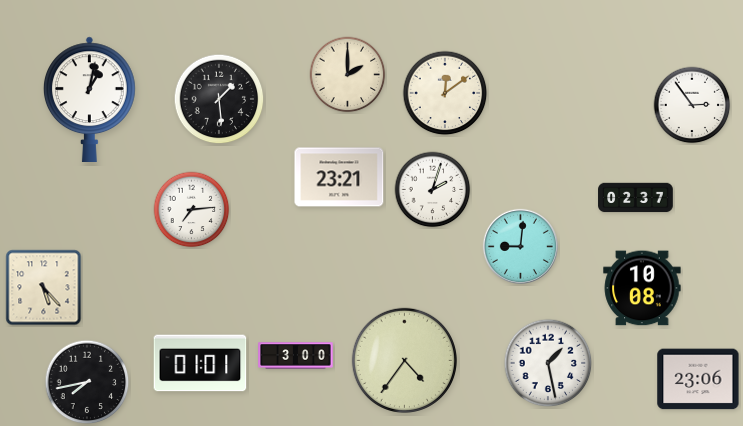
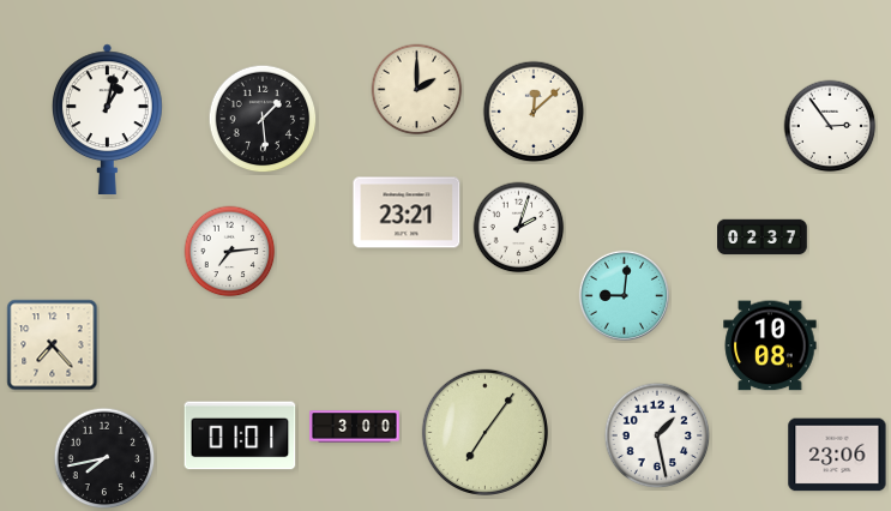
clock at (445, 93): 12:09 -> 12:08
clock at (44, 288): 5:23 -> 7:23
clock at (404, 360): 4:36 -> 7:06
